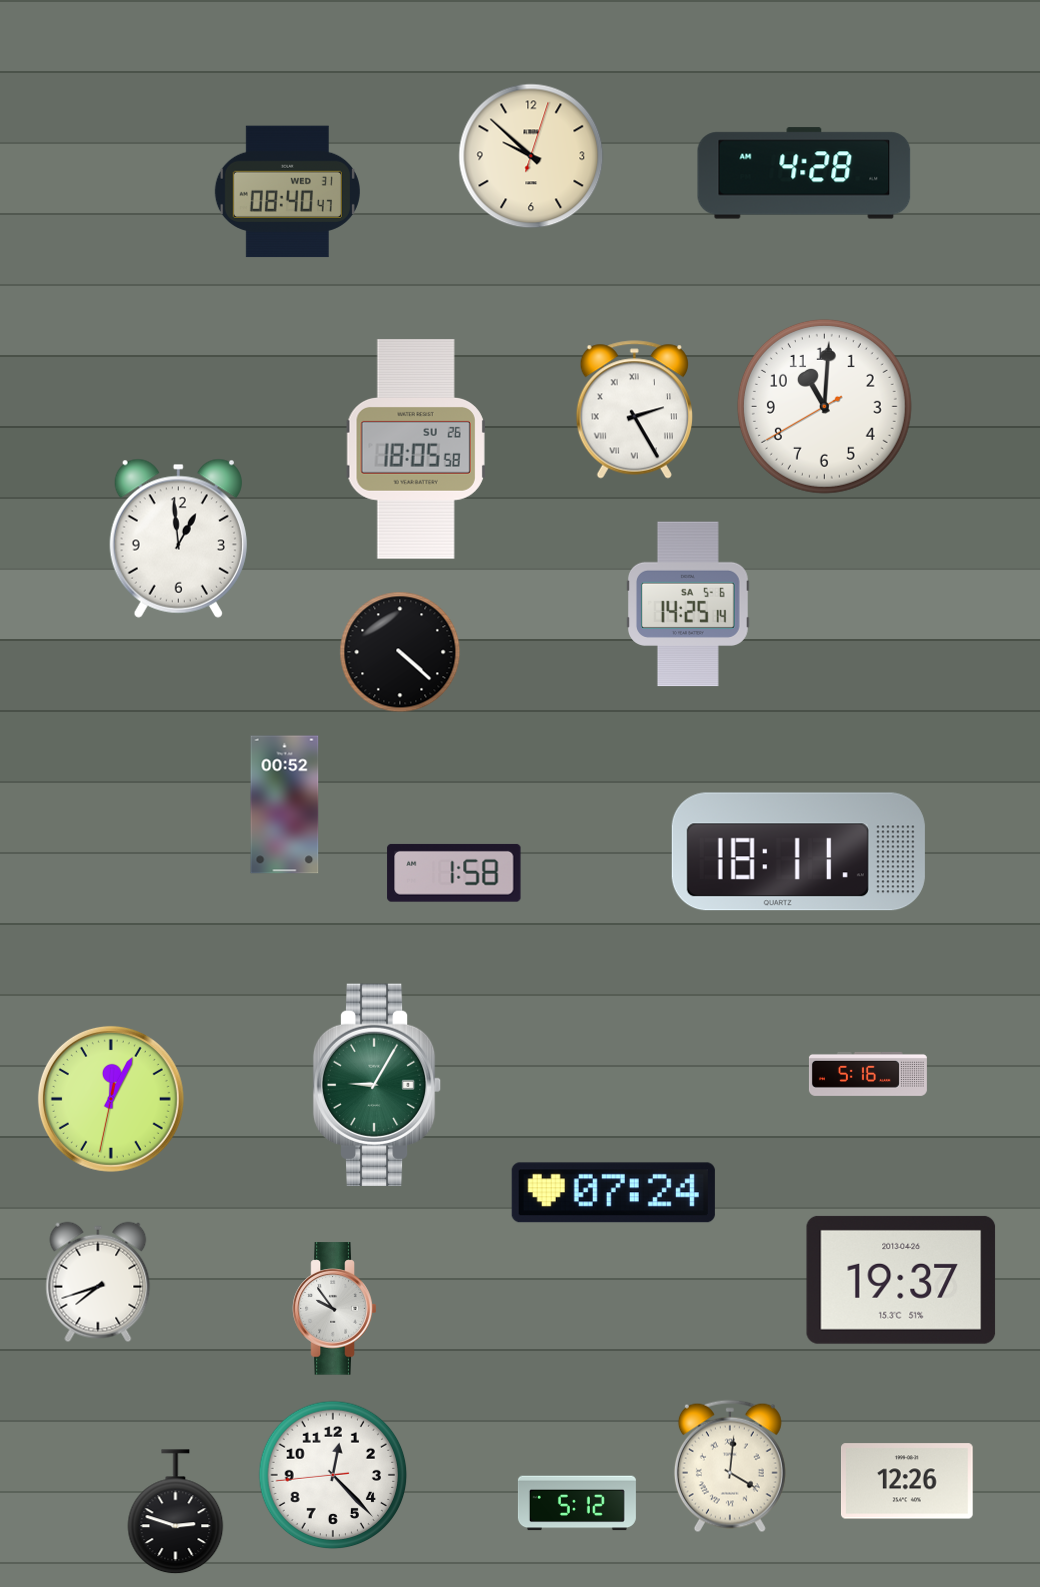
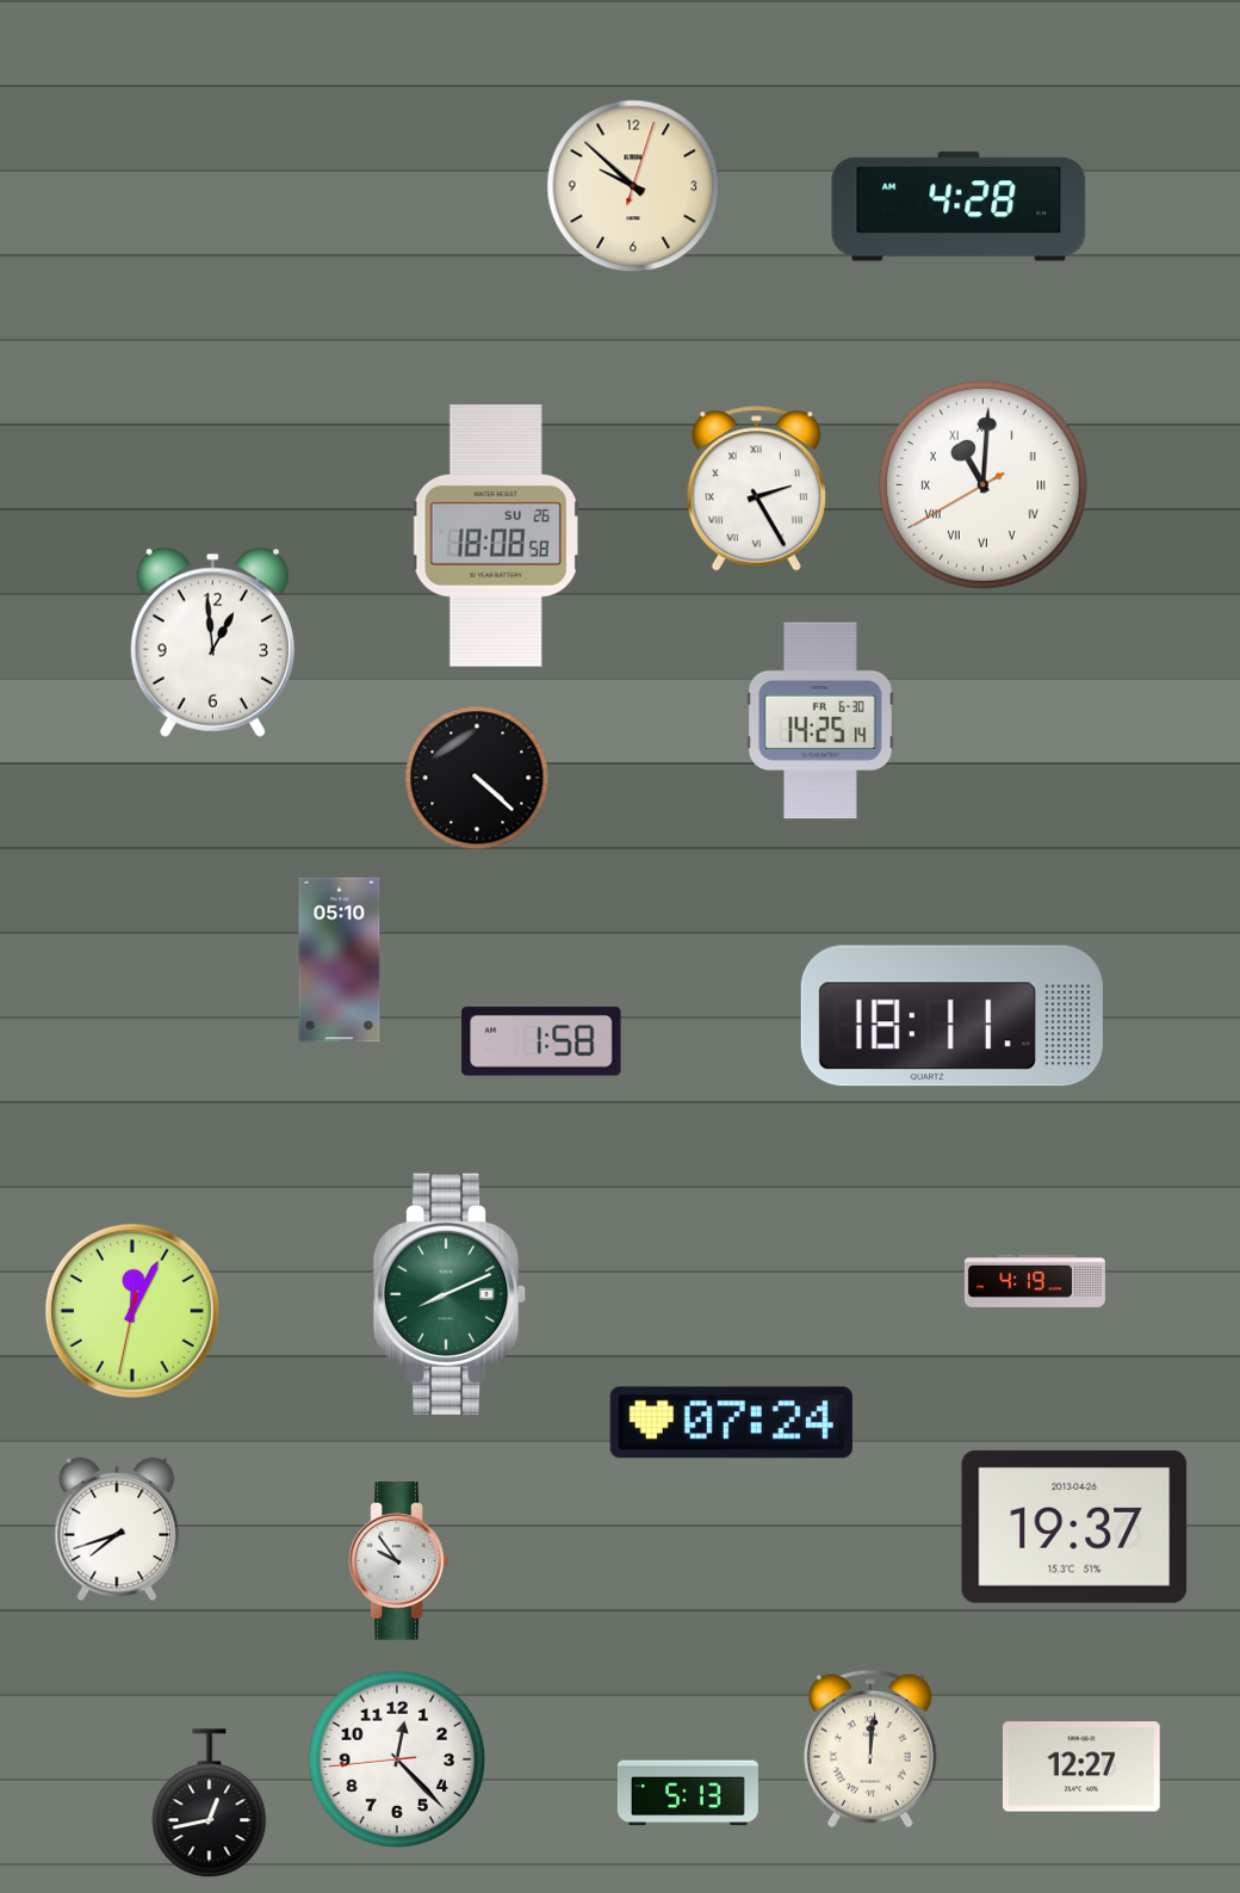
clock at (287, 192): 08:40 -> none
clock at (824, 406) numerals: Arabic -> Roman
clock at (416, 449): 18:05 -> 18:08
clock at (688, 604) date: SA 5-6 -> FR 6-30
clock at (285, 805): 00:52 -> 05:10
clock at (868, 1074): 5:16 -> 4:19
clock at (377, 1085): 9:05 -> 8:11
clock at (730, 1466): 4:01 -> 12:01
clock at (907, 1481): 12:26 -> 12:27
clock at (577, 1503): 5:12 -> 5:13
clock at (176, 1512): 2:48 -> 12:43
